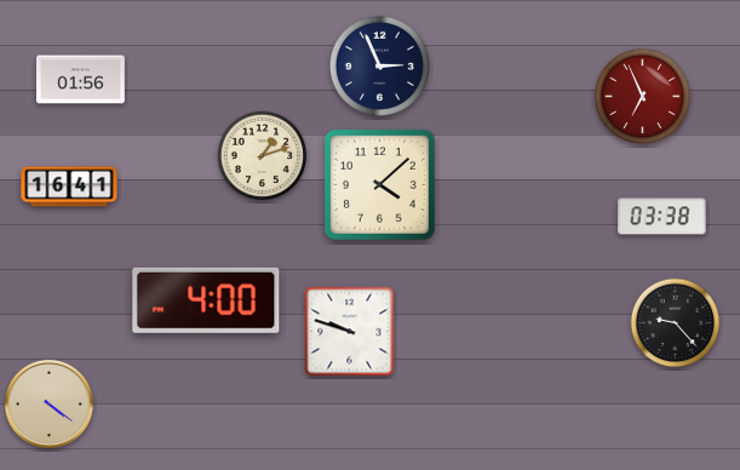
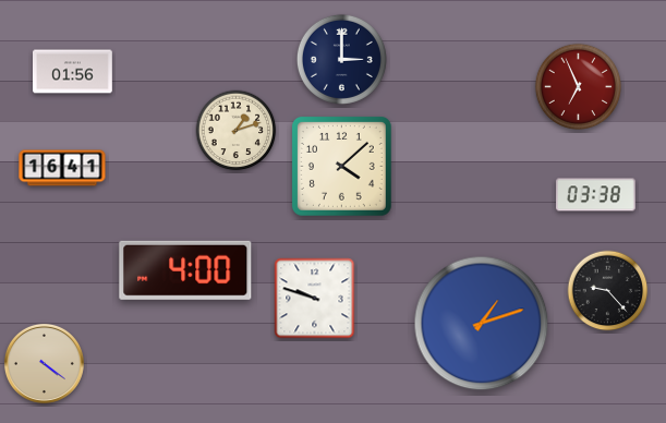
clock at (379, 65): 2:56 -> 3:00
clock at (263, 156) position: (263, 156) -> (237, 131)
clock at (482, 324): none -> 1:12
